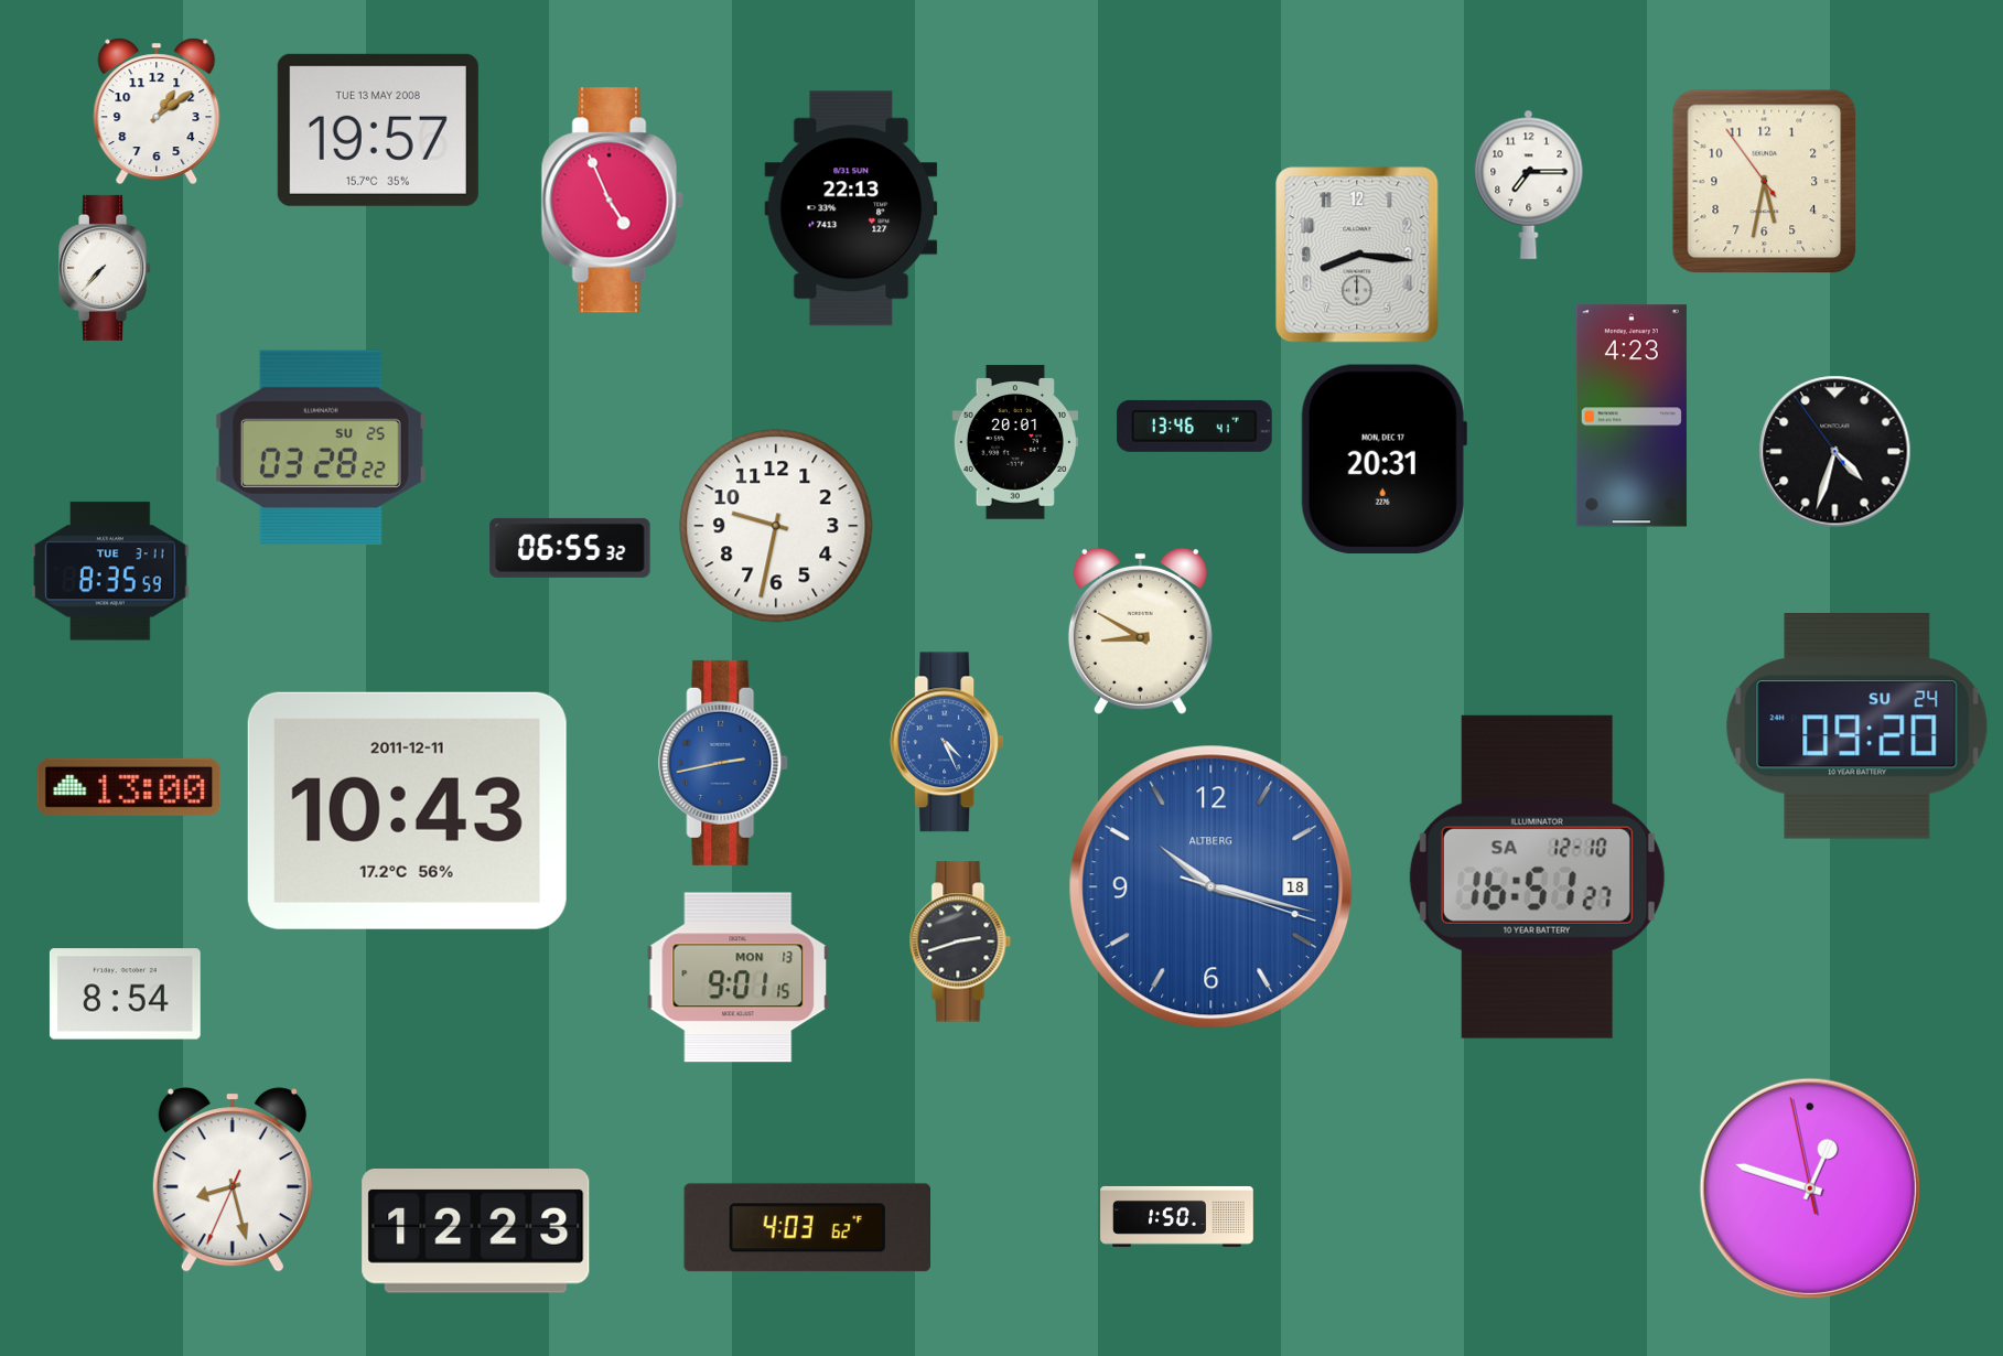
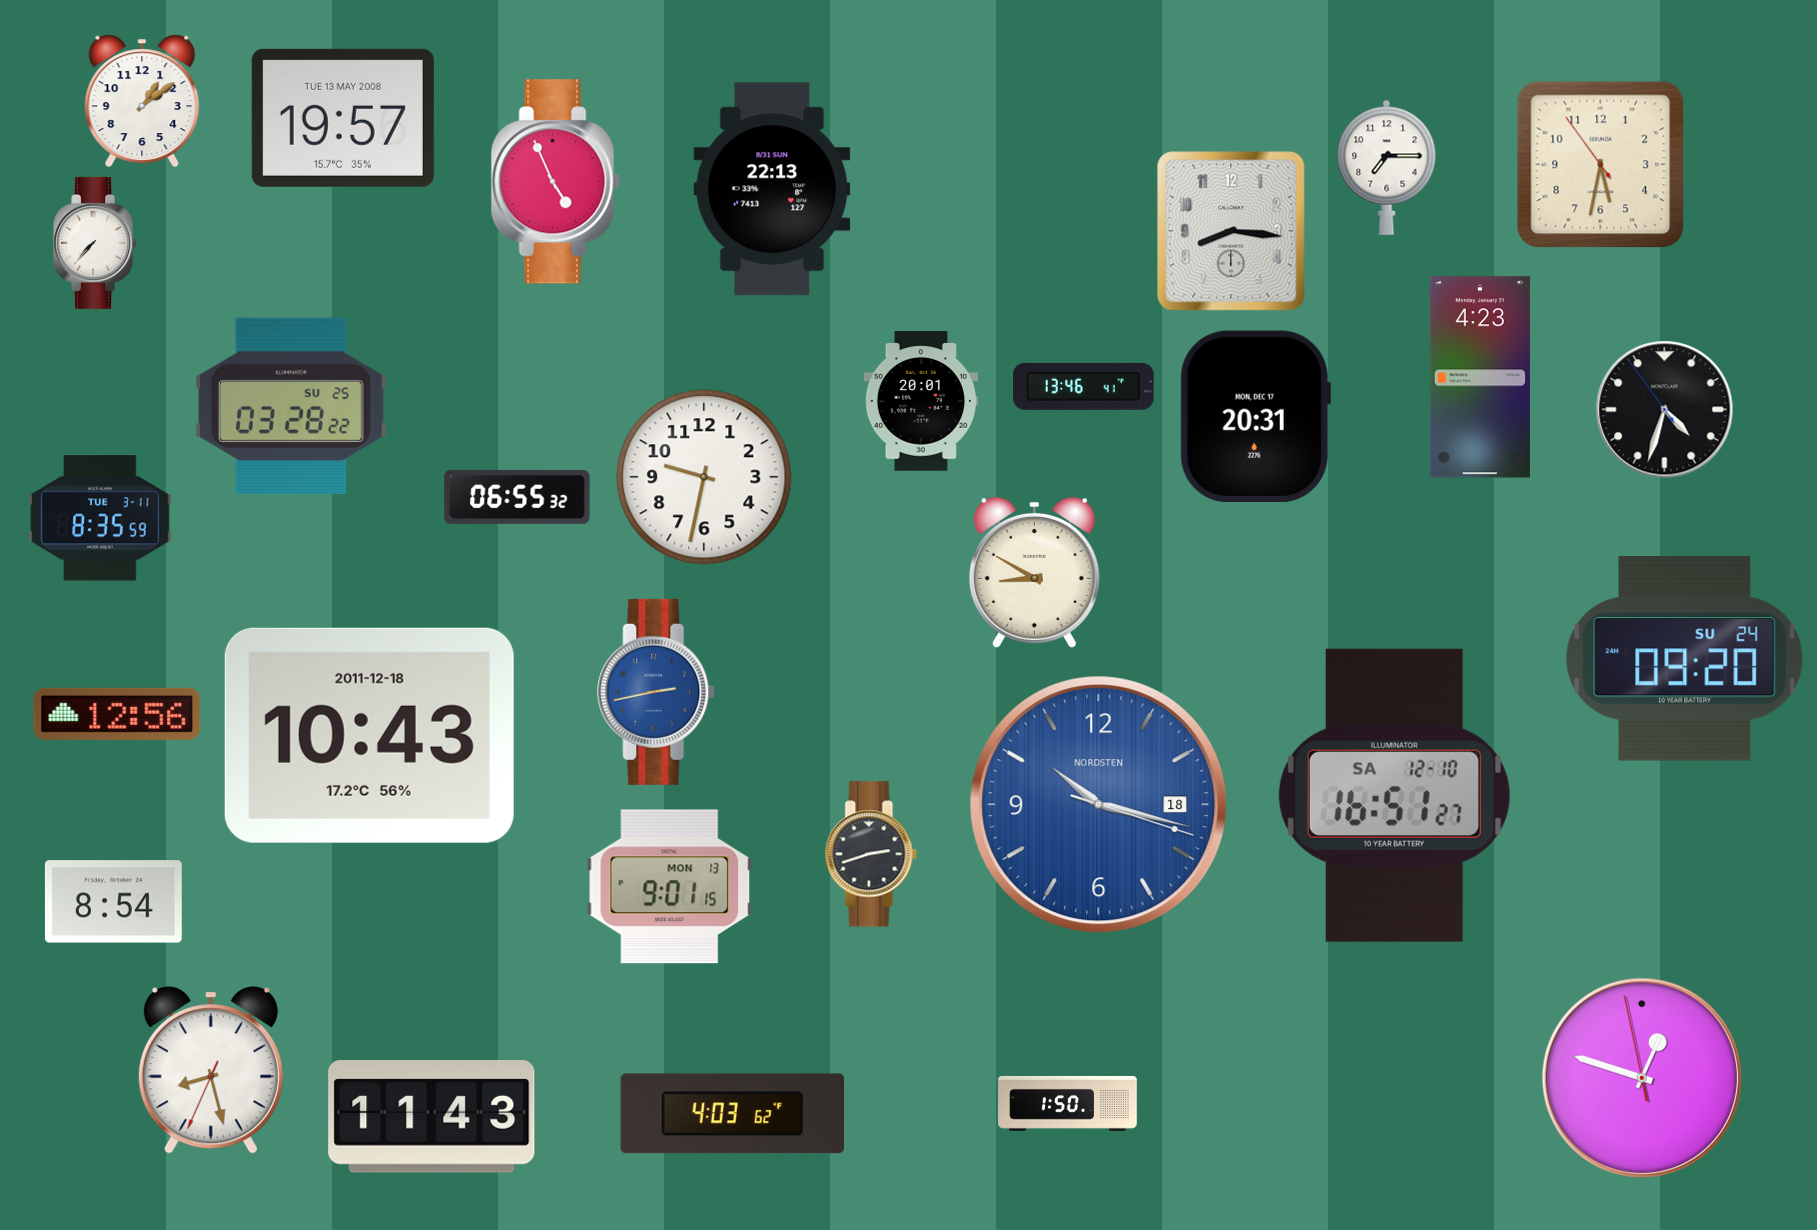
clock at (947, 742): 4:26 -> none
clock at (129, 787): 13:00 -> 12:56
clock at (407, 810) date: 2011-12-11 -> 2011-12-18
clock at (1212, 887) brand: ALTBERG -> NORDSTEN
clock at (476, 1231): 12:23 -> 11:43
